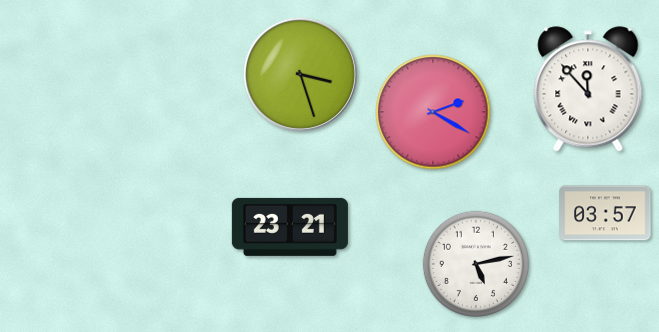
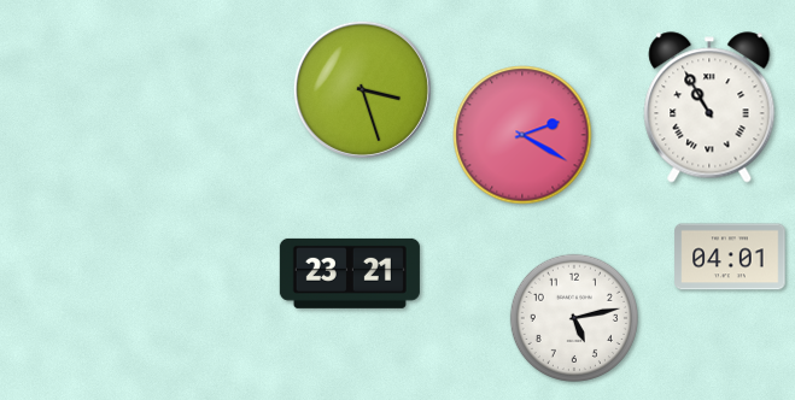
clock at (588, 89): 11:53 -> 10:55
clock at (605, 213): 03:57 -> 04:01
